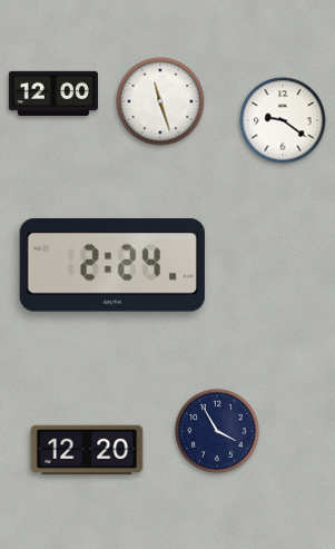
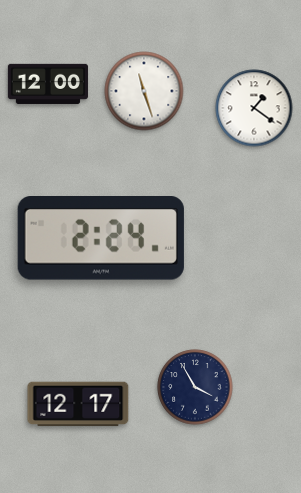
clock at (283, 120): 9:21 -> 1:21
clock at (87, 450): 12:20 -> 12:17
